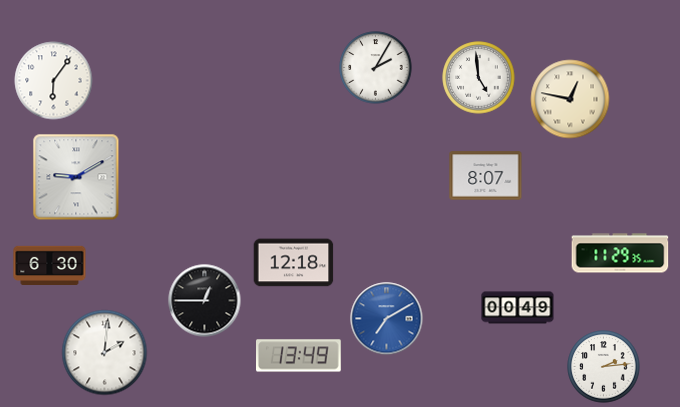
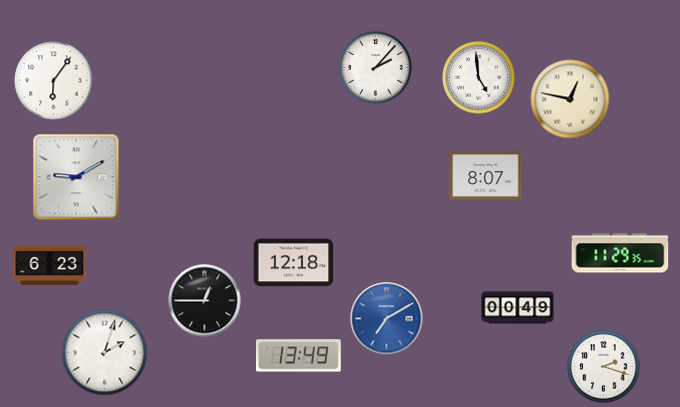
clock at (376, 68): 2:05 -> 2:07
clock at (50, 265): 6:30 -> 6:23
clock at (105, 353): 2:01 -> 2:03
clock at (604, 367): 2:14 -> 2:18
